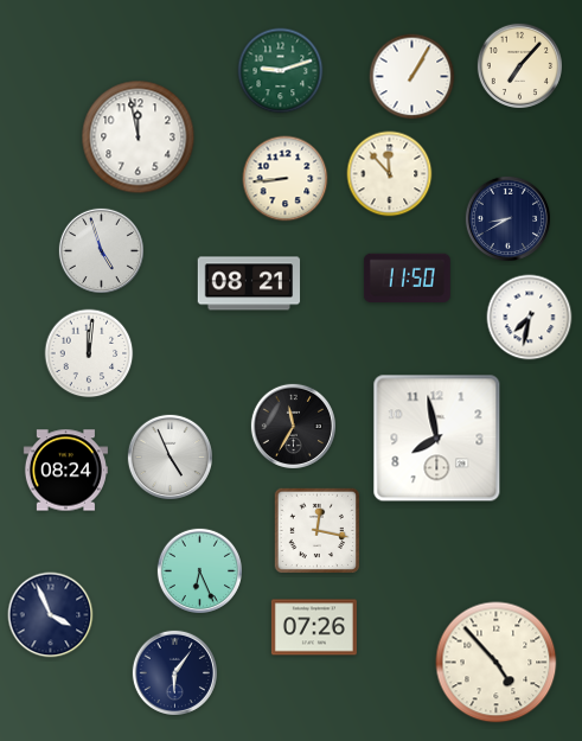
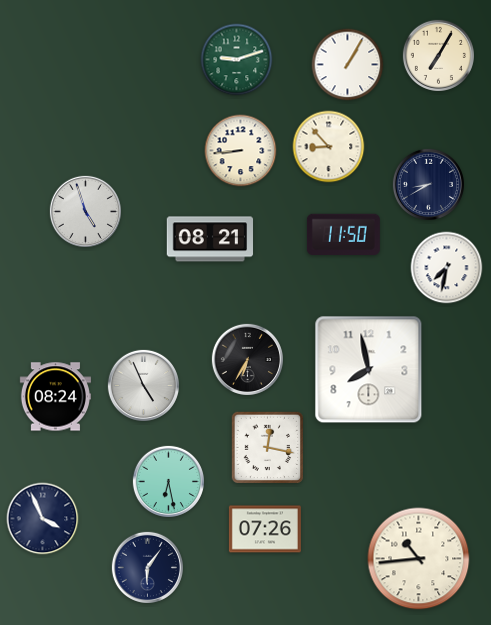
clock at (519, 65): 7:07 -> 7:05
clock at (139, 138): 11:58 -> none
clock at (390, 174): 11:53 -> 8:53
clock at (89, 353): 12:01 -> none
clock at (293, 426): 11:35 -> 6:35
clock at (199, 570): 6:26 -> 6:28
clock at (497, 663): 4:53 -> 10:44
